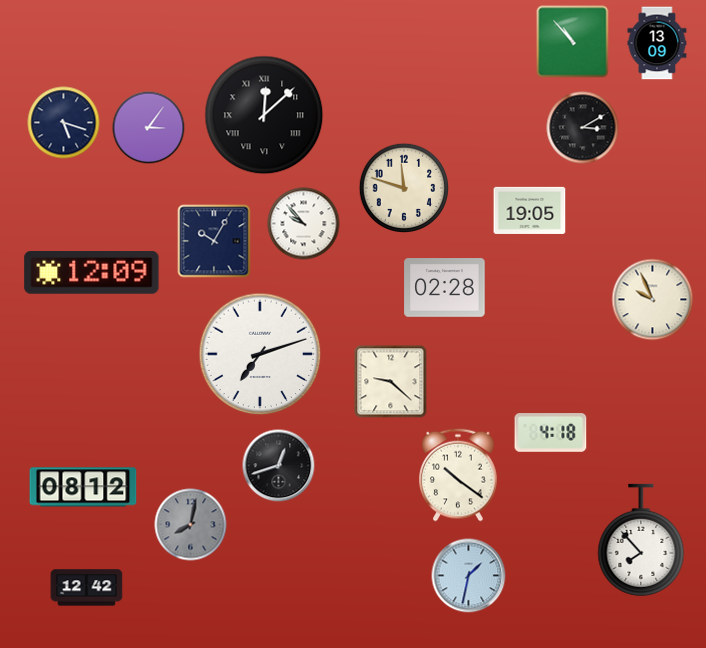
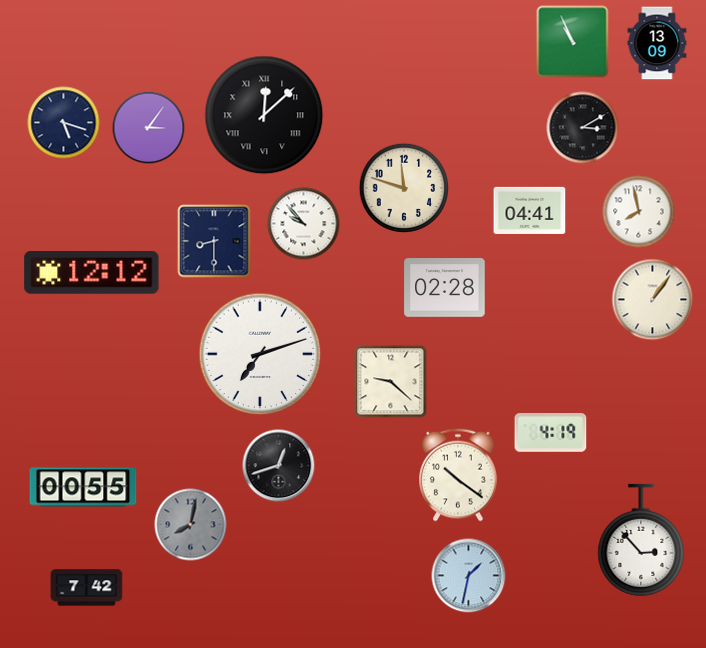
clock at (573, 42): 10:53 -> 10:56
clock at (530, 210): 19:05 -> 04:41
clock at (639, 212): none -> 7:58
clock at (214, 241): 10:05 -> 8:30
clock at (92, 273): 12:09 -> 12:12
clock at (653, 300): 9:56 -> 1:06
clock at (551, 433): 4:18 -> 4:19
clock at (83, 487): 08:12 -> 00:55
clock at (641, 540): 7:53 -> 2:53
clock at (87, 588): 12:42 -> 7:42
